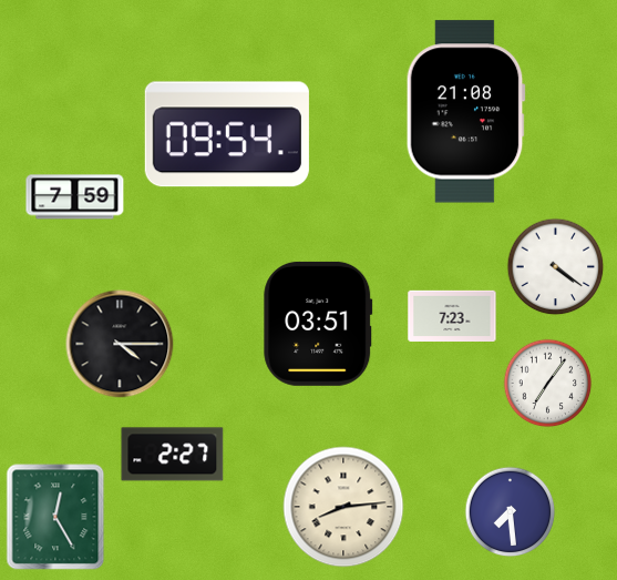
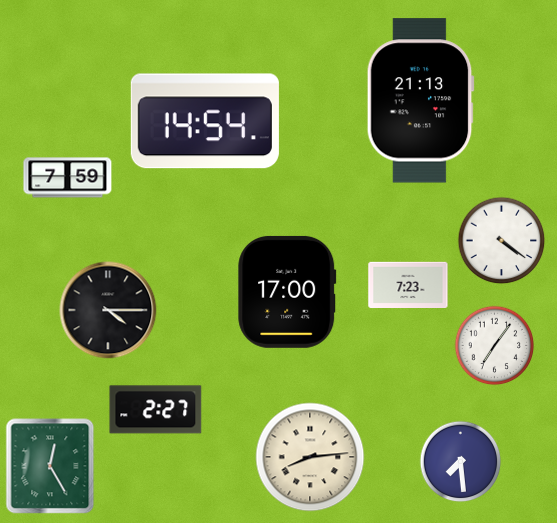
clock at (465, 112): 21:08 -> 21:13
clock at (227, 134): 09:54 -> 14:54
clock at (318, 324): 03:51 -> 17:00
